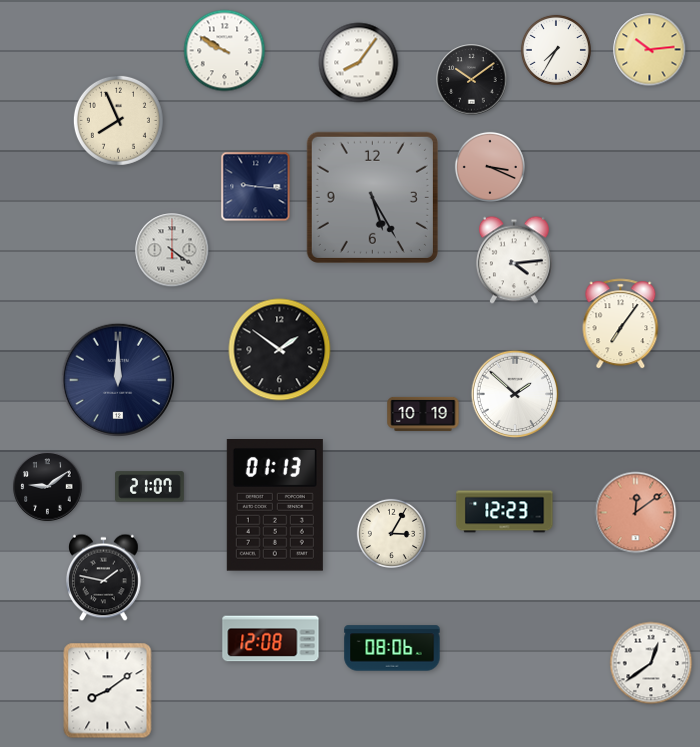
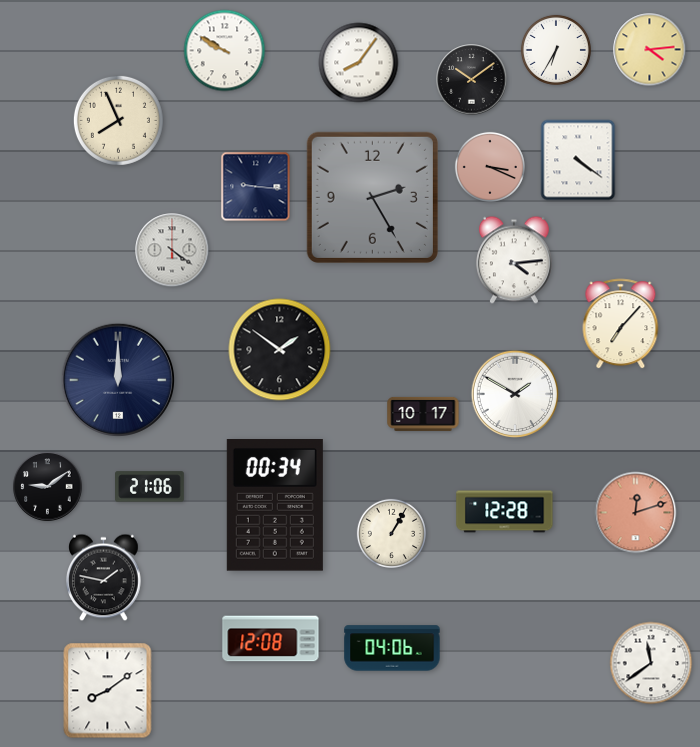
clock at (556, 50): 7:35 -> 6:35
clock at (650, 50): 10:14 -> 4:14
clock at (578, 160): none -> 4:21
clock at (372, 197): 5:25 -> 2:25
clock at (621, 324): 7:06 -> 7:07
clock at (515, 394): 1:52 -> 1:50
clock at (423, 414): 10:19 -> 10:17
clock at (150, 487): 21:07 -> 21:06
clock at (275, 506): 01:13 -> 00:34
clock at (505, 512): 12:23 -> 12:28
clock at (636, 513): 12:09 -> 12:12
clock at (391, 533): 3:05 -> 1:05
clock at (392, 648): 08:06 -> 04:06
clock at (651, 663): 12:39 -> 11:39
